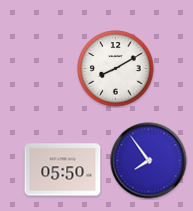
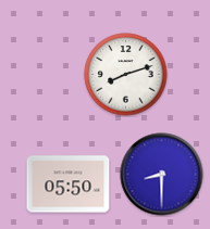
clock at (116, 69): 8:10 -> 8:12
clock at (149, 161): 7:54 -> 8:30
